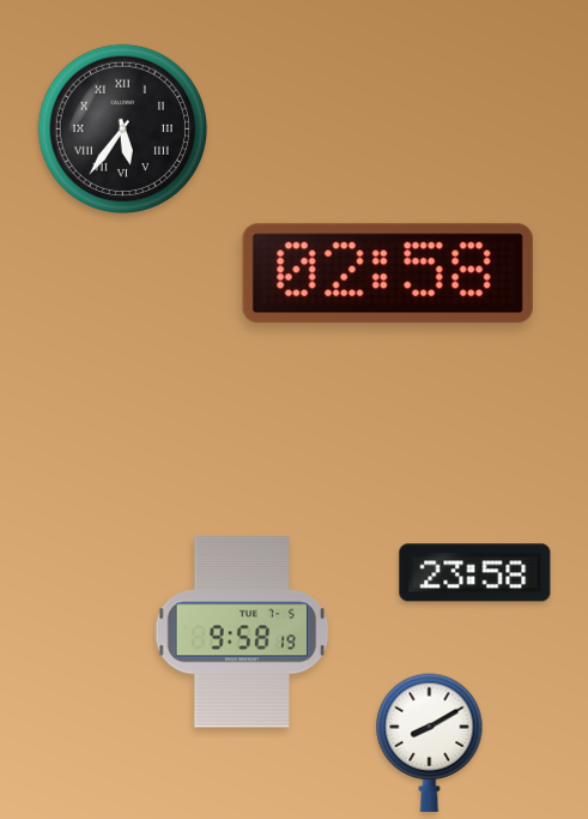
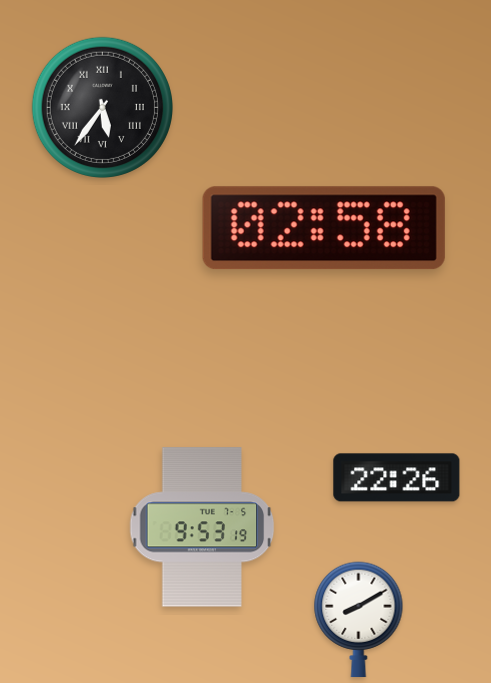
clock at (475, 573): 23:58 -> 22:26
clock at (242, 632): 9:58 -> 9:53
